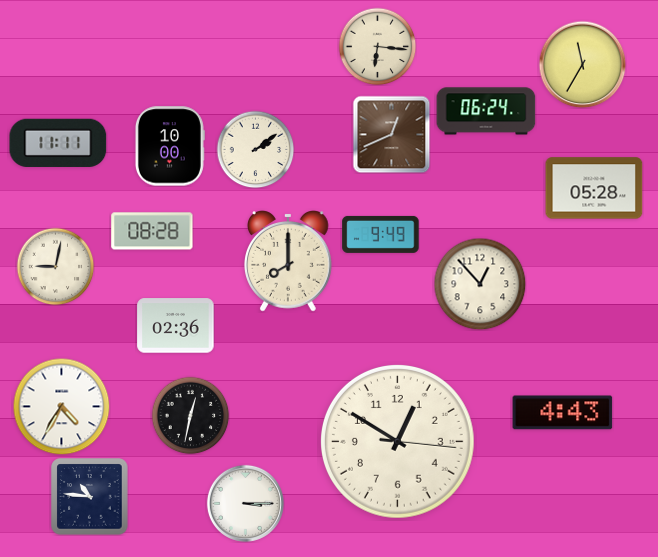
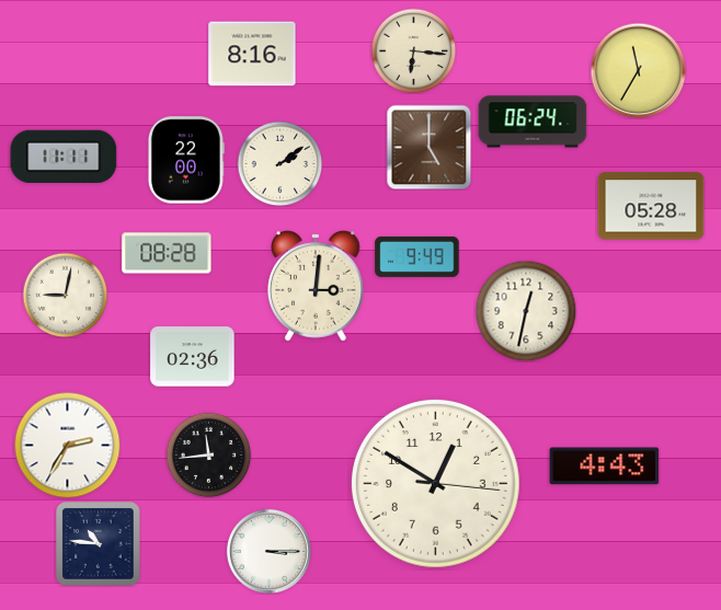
clock at (252, 54): none -> 8:16
clock at (391, 134): 12:41 -> 5:00
clock at (169, 146): 10:00 -> 22:00
clock at (289, 261): 8:00 -> 3:01
clock at (55, 266) position: (55, 266) -> (65, 295)
clock at (480, 284): 12:53 -> 12:32
clock at (61, 406): 4:35 -> 2:35
clock at (563, 413) position: (563, 413) -> (605, 467)
clock at (190, 415): 12:32 -> 11:44
